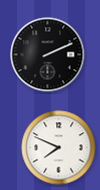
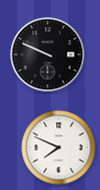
clock at (48, 55): 2:11 -> 9:49
